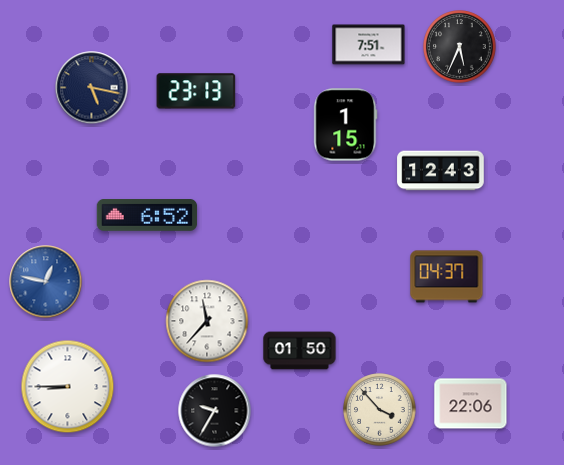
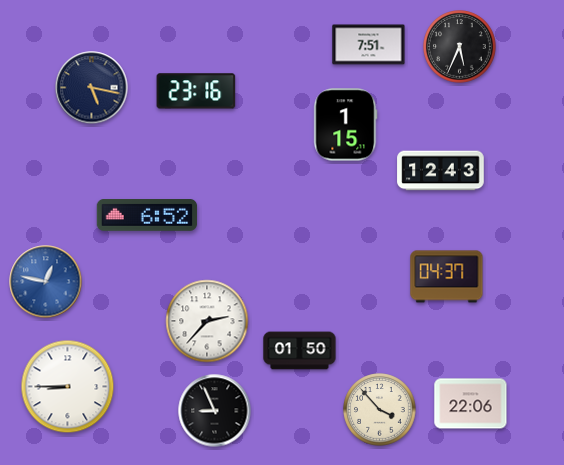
clock at (196, 91): 23:13 -> 23:16
clock at (207, 321): 11:37 -> 2:37
clock at (215, 411): 9:35 -> 8:56
